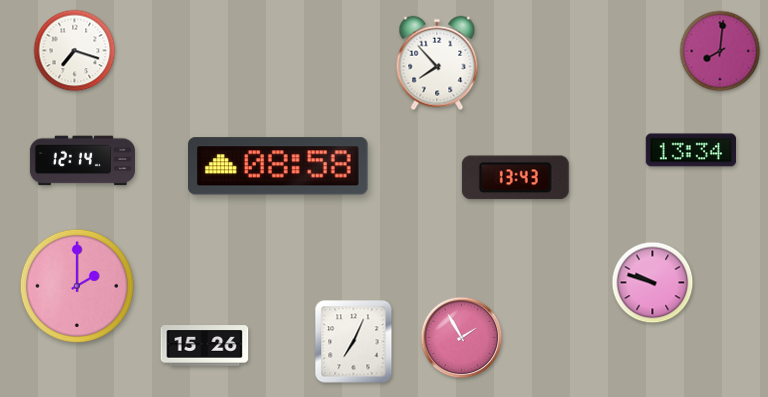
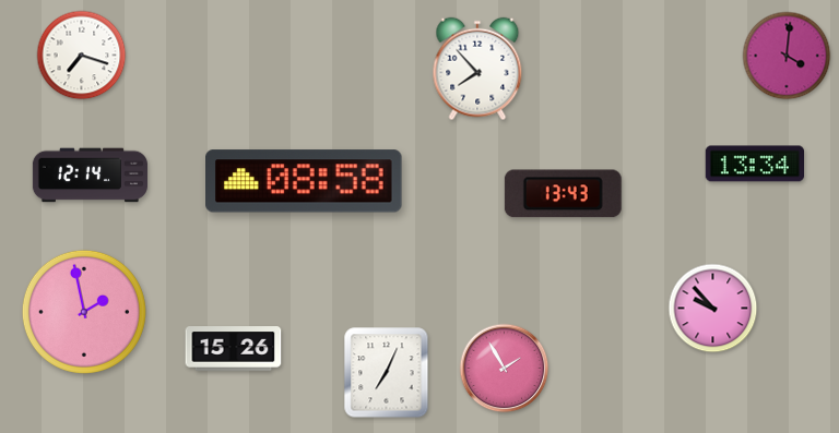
clock at (720, 51): 8:01 -> 4:01
clock at (653, 283): 9:48 -> 9:53
clock at (77, 286): 2:00 -> 1:58
clock at (205, 346) position: (205, 346) -> (234, 349)
